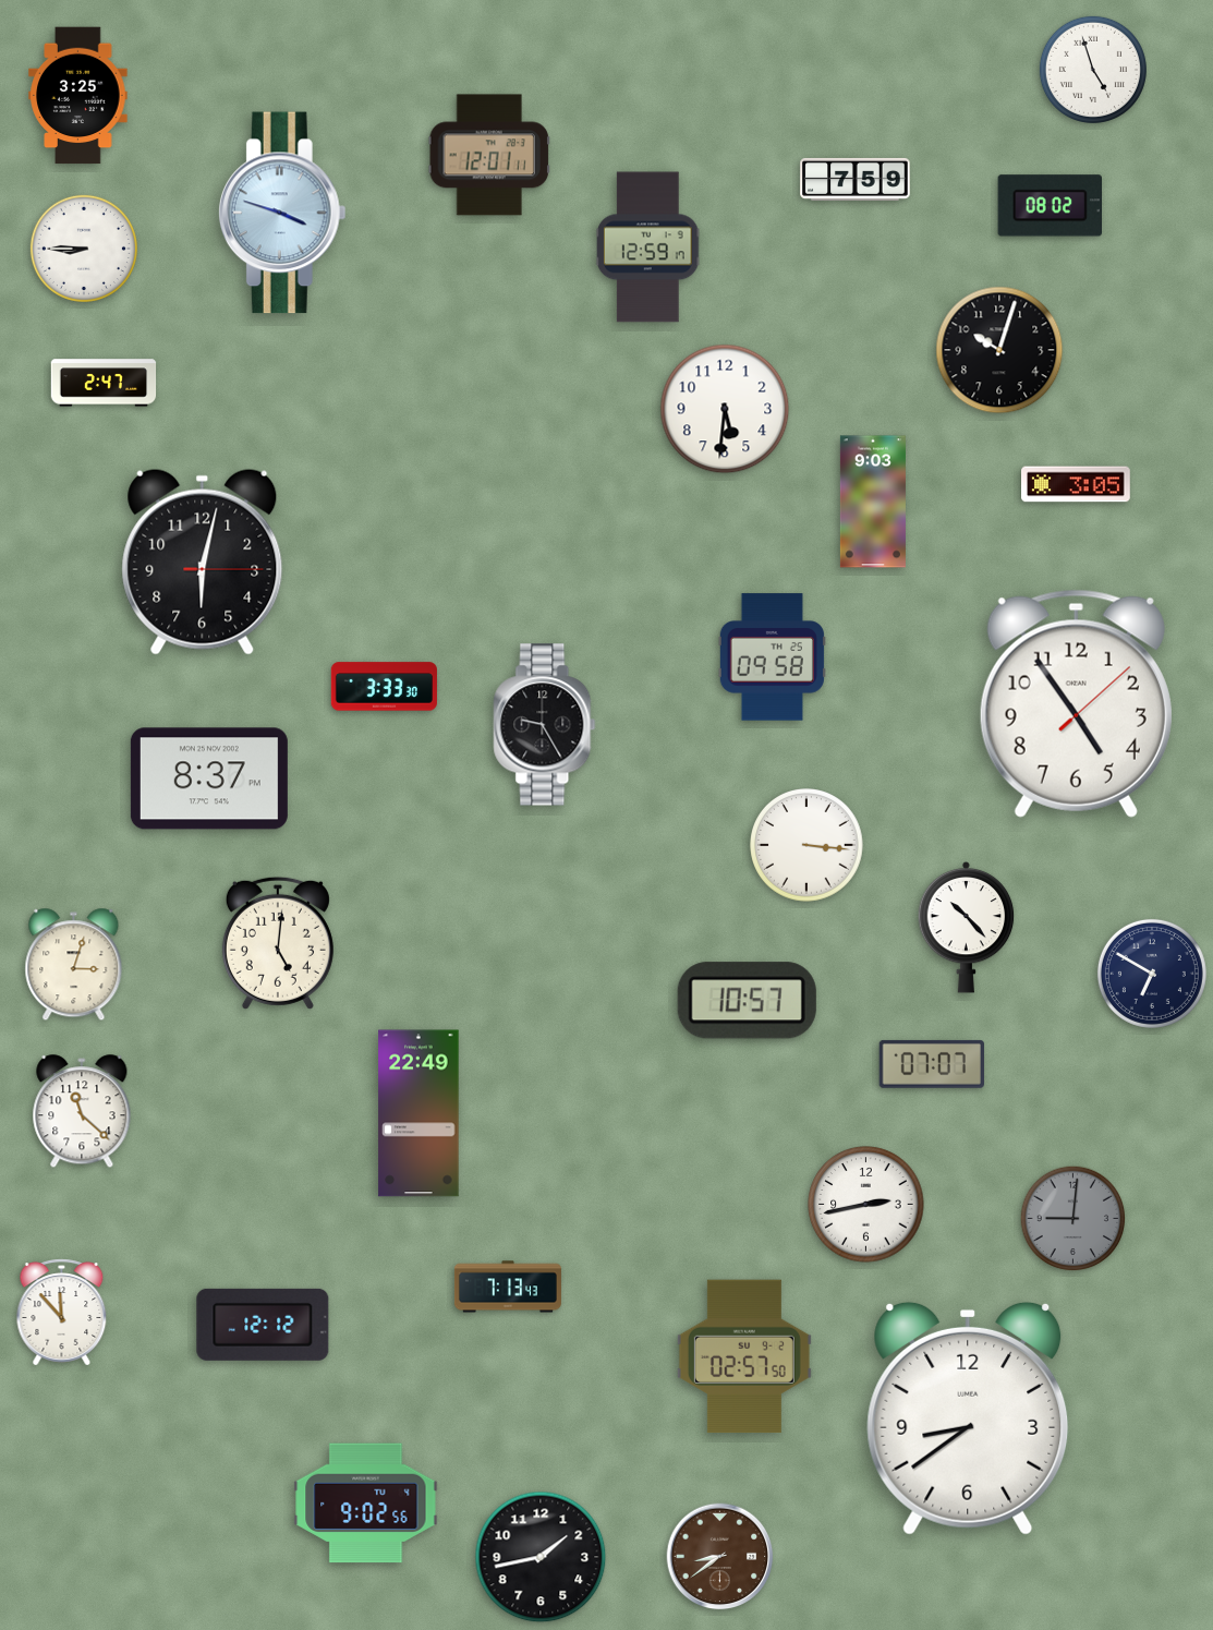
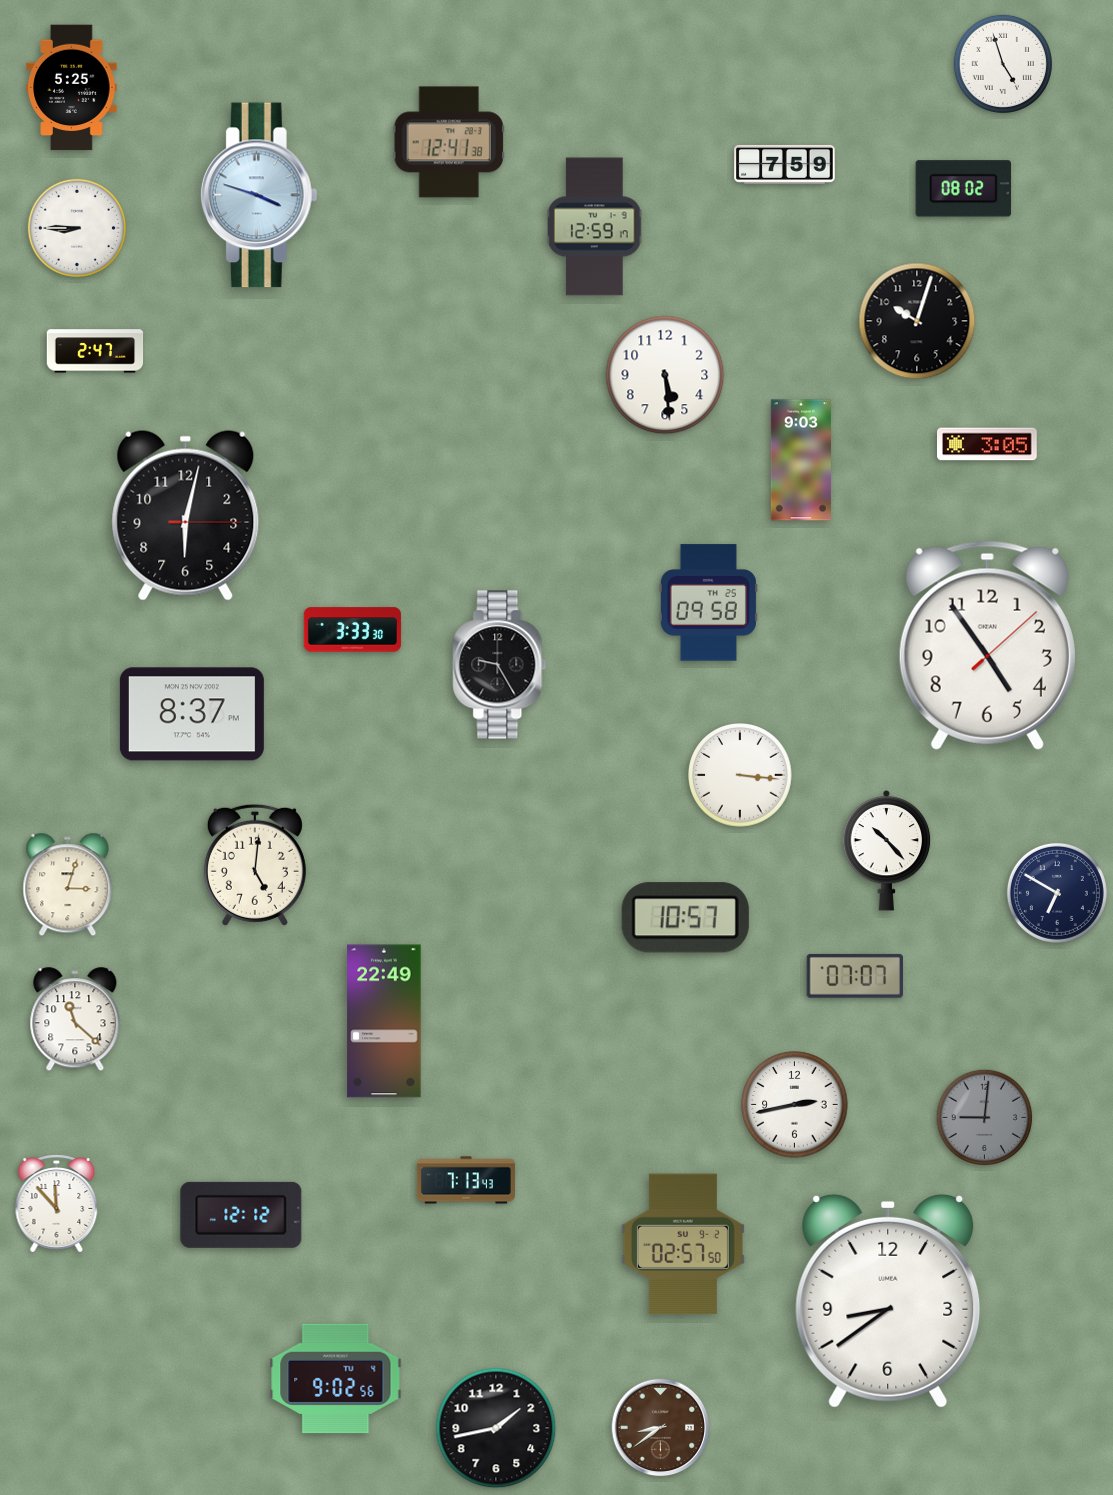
clock at (78, 96): 3:25 -> 5:25
clock at (489, 155): 12:01 -> 12:41
clock at (725, 409): 5:31 -> 5:29
